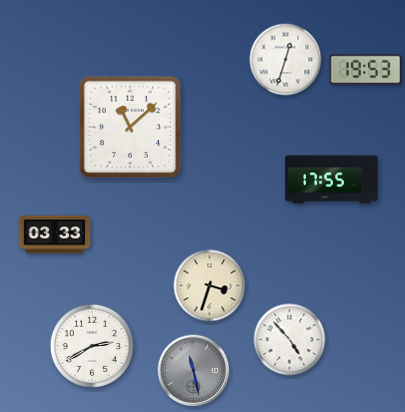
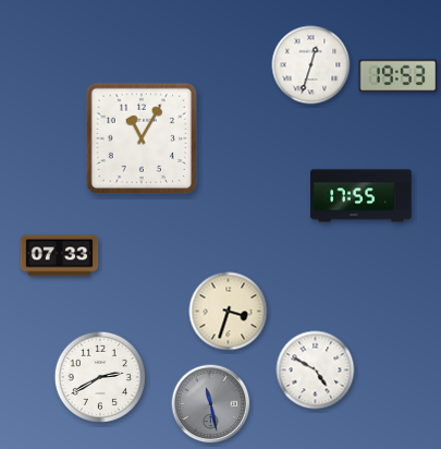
clock at (130, 127): 11:08 -> 11:05
clock at (55, 235): 03:33 -> 07:33
clock at (290, 340): 4:53 -> 4:50
